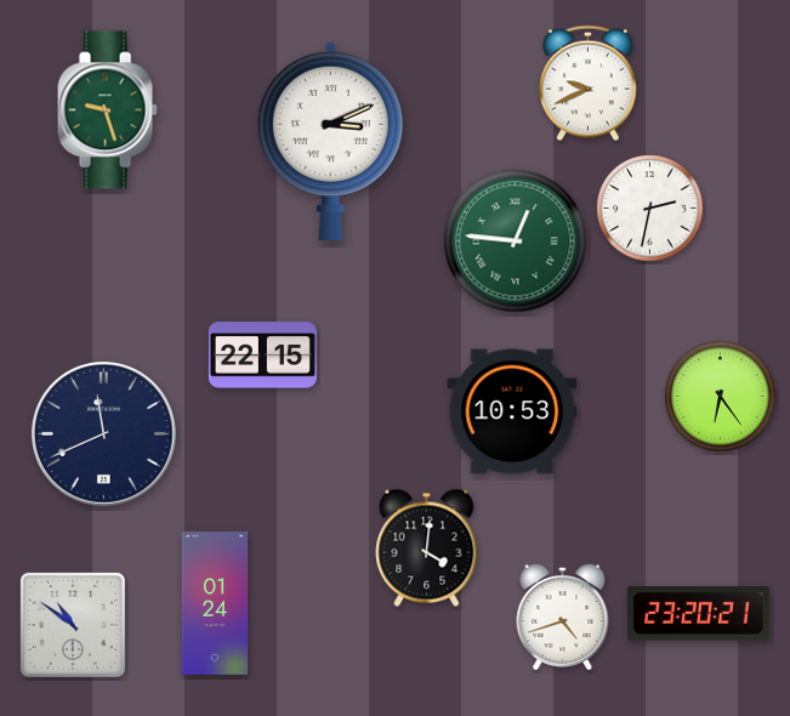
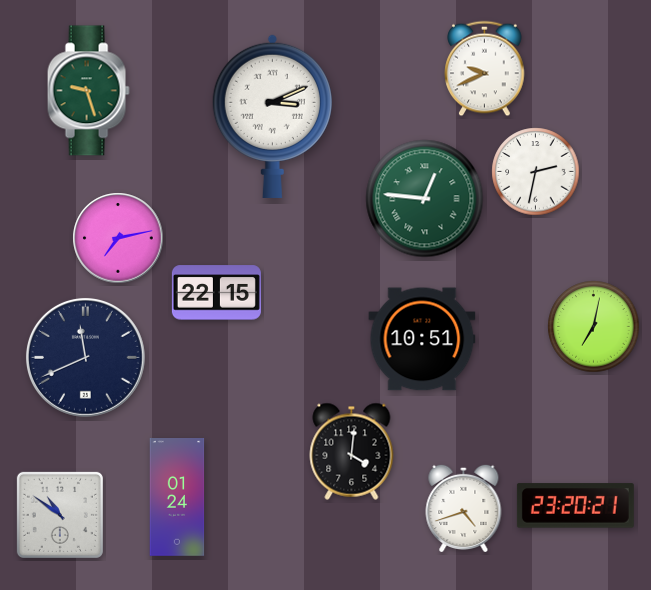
clock at (118, 238): none -> 7:13
clock at (721, 397): 6:24 -> 7:02
clock at (512, 411): 10:53 -> 10:51
